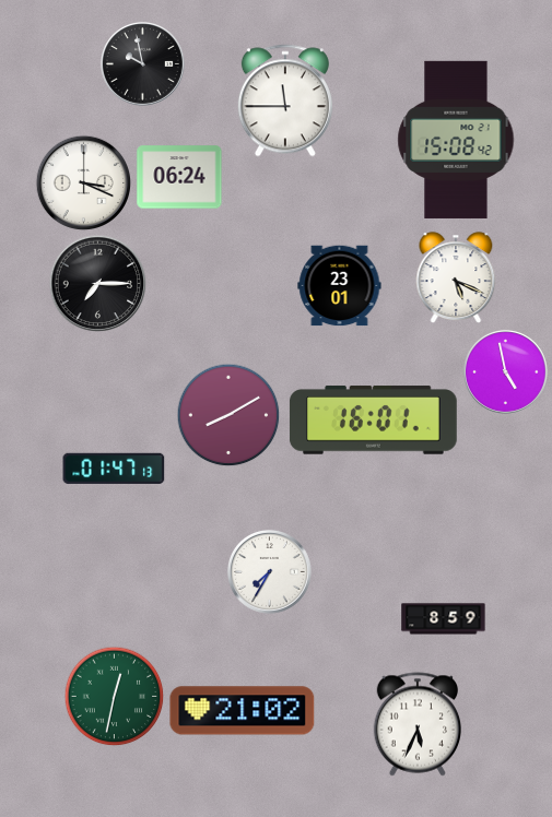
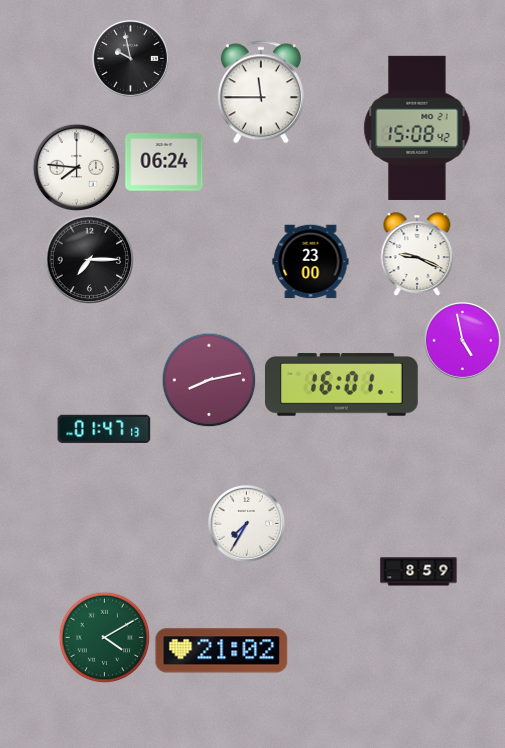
clock at (83, 182): 3:19 -> 7:46
clock at (456, 277): 5:19 -> 9:19
clock at (340, 286): 23:01 -> 23:00
clock at (228, 415): 8:10 -> 8:13
clock at (444, 619) position: (444, 619) -> (419, 572)
clock at (114, 696): 12:32 -> 4:10
clock at (418, 724): 5:34 -> none
